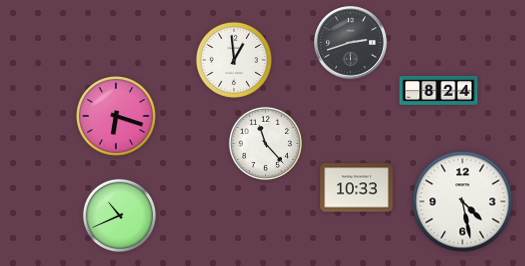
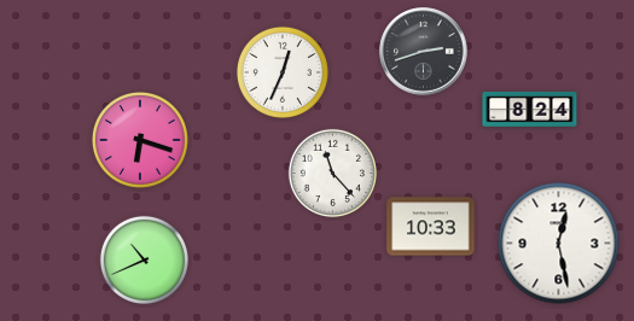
clock at (234, 60): 12:59 -> 12:34
clock at (265, 143) position: (265, 143) -> (332, 173)
clock at (463, 202): 4:28 -> 12:28
